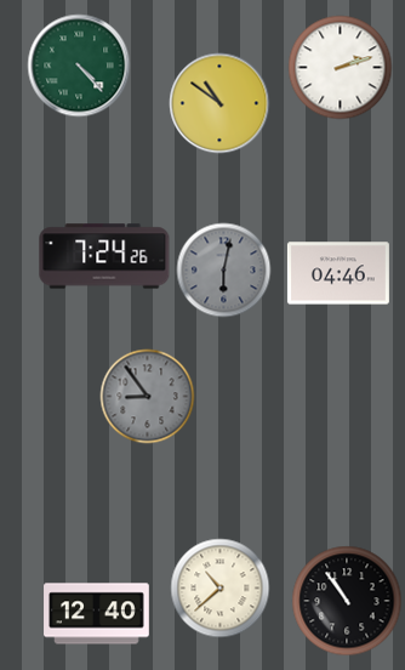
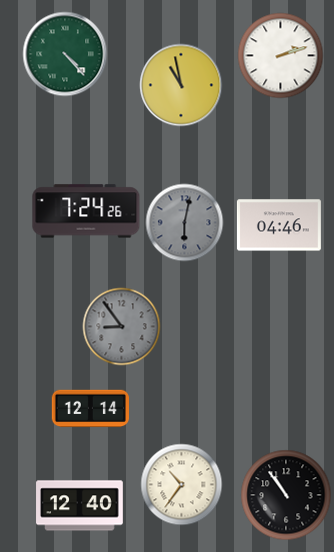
clock at (219, 103): 10:51 -> 10:58
clock at (90, 409): none -> 12:14
clock at (219, 587): 10:38 -> 10:36
